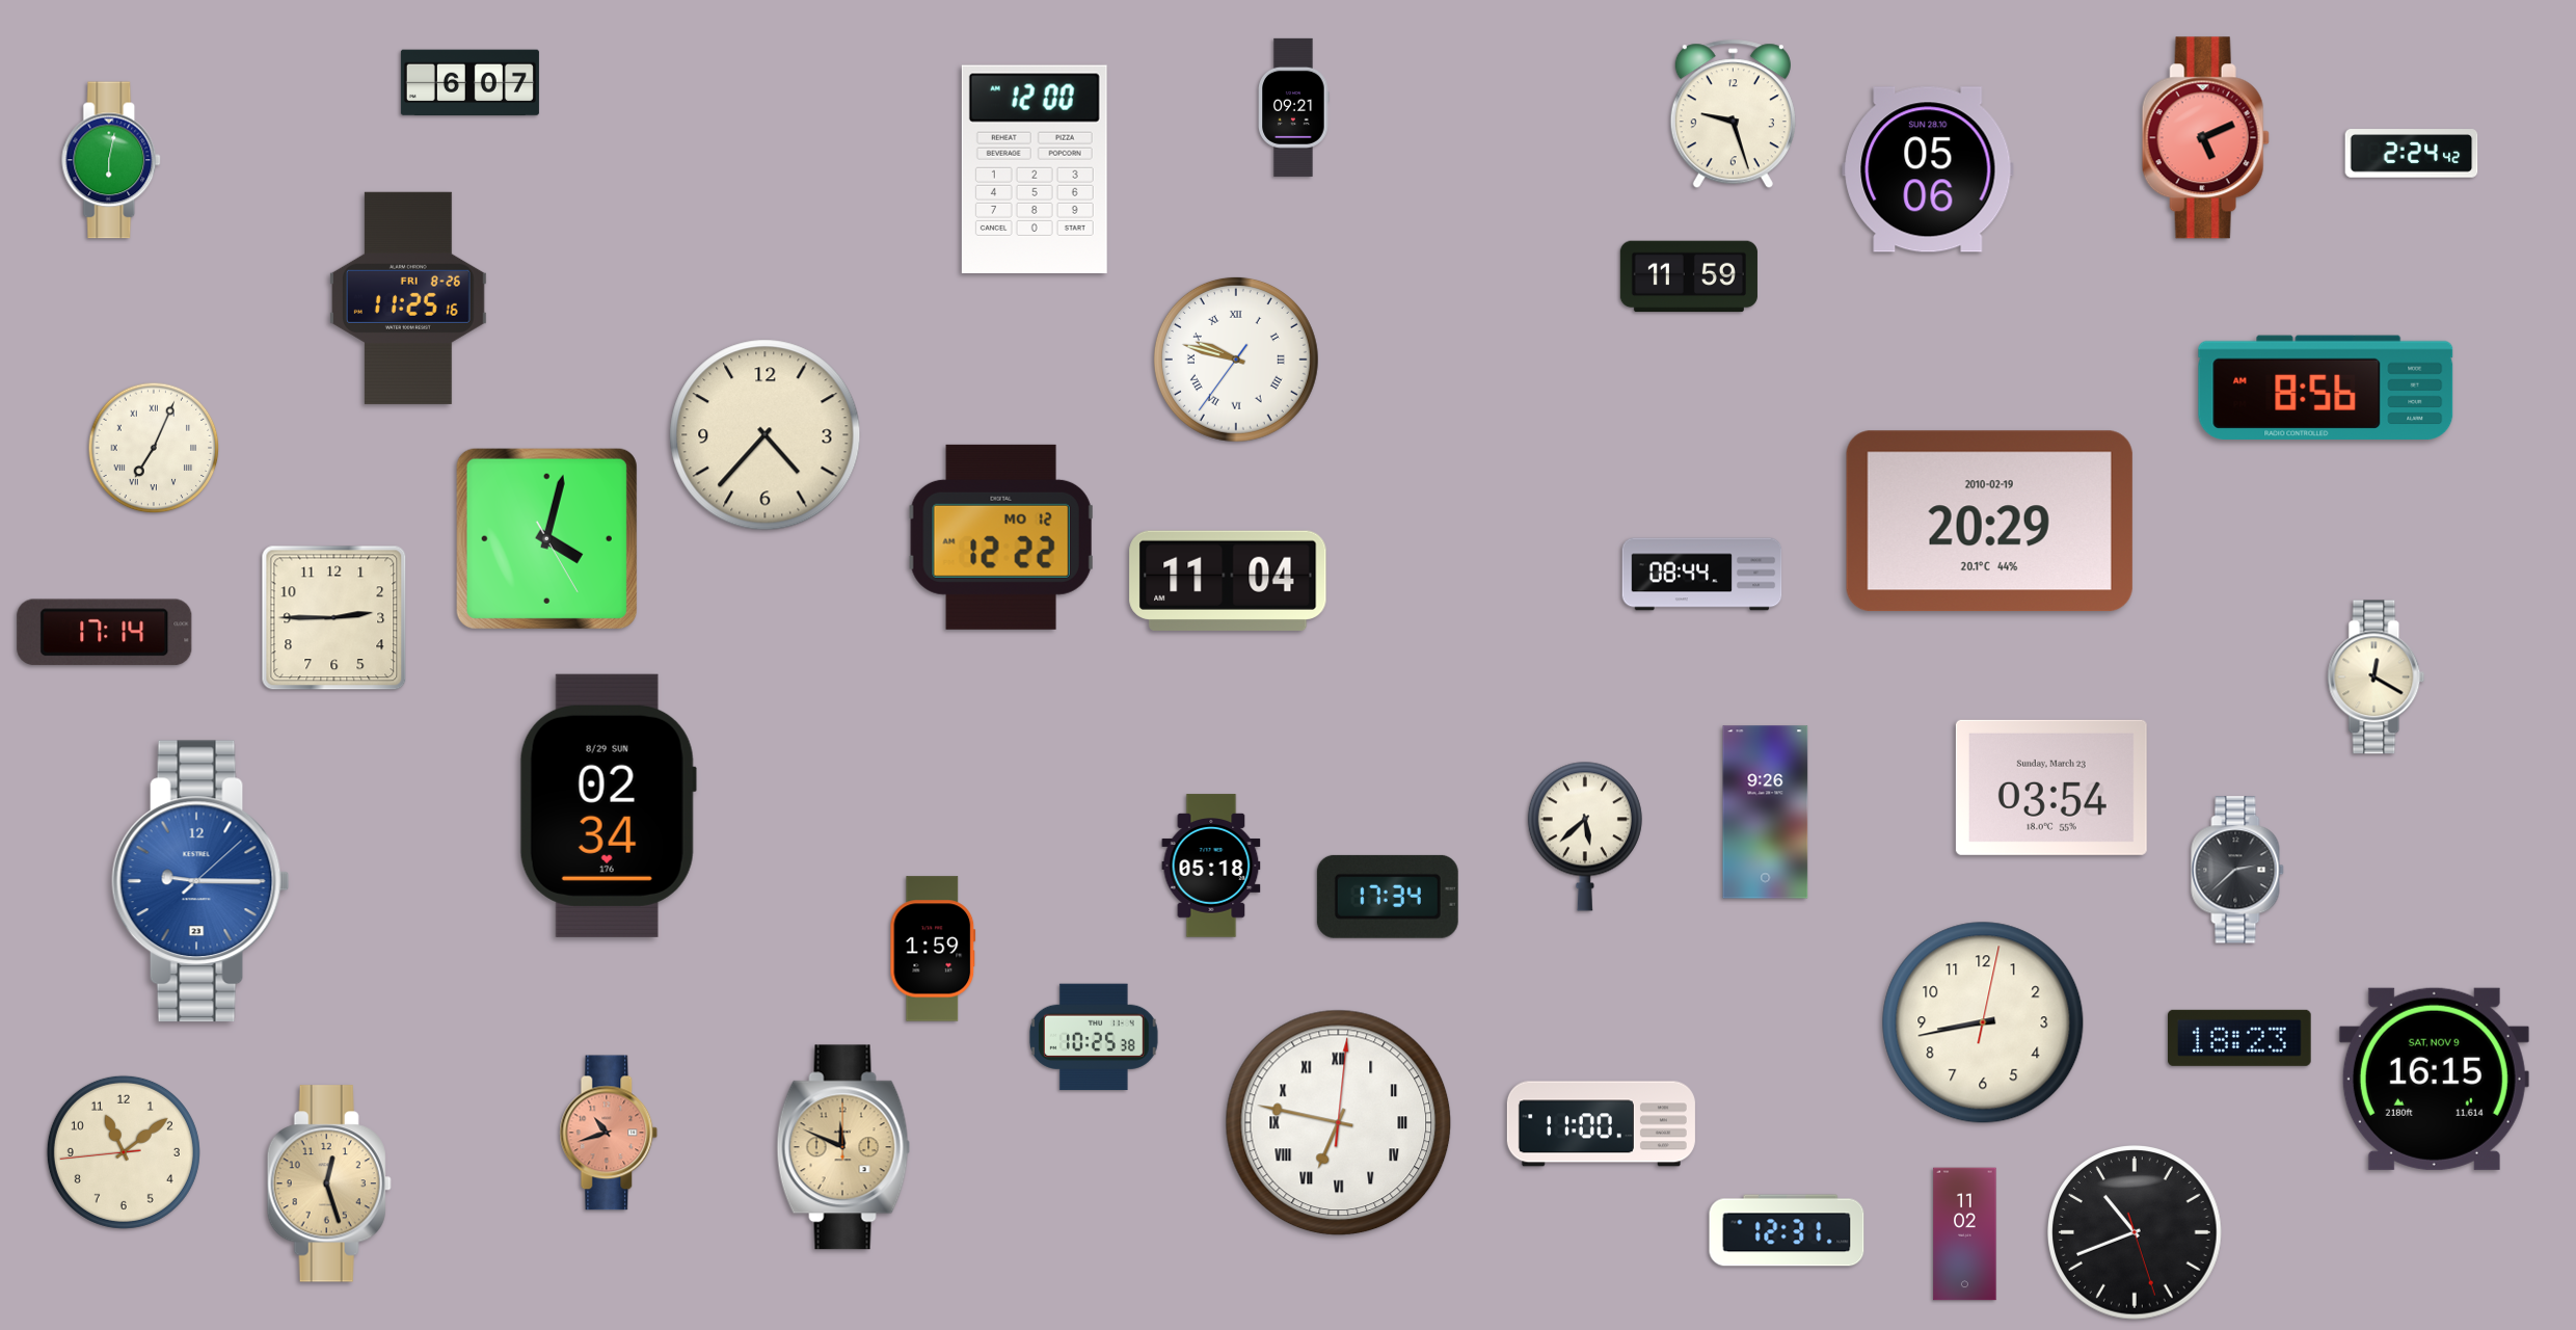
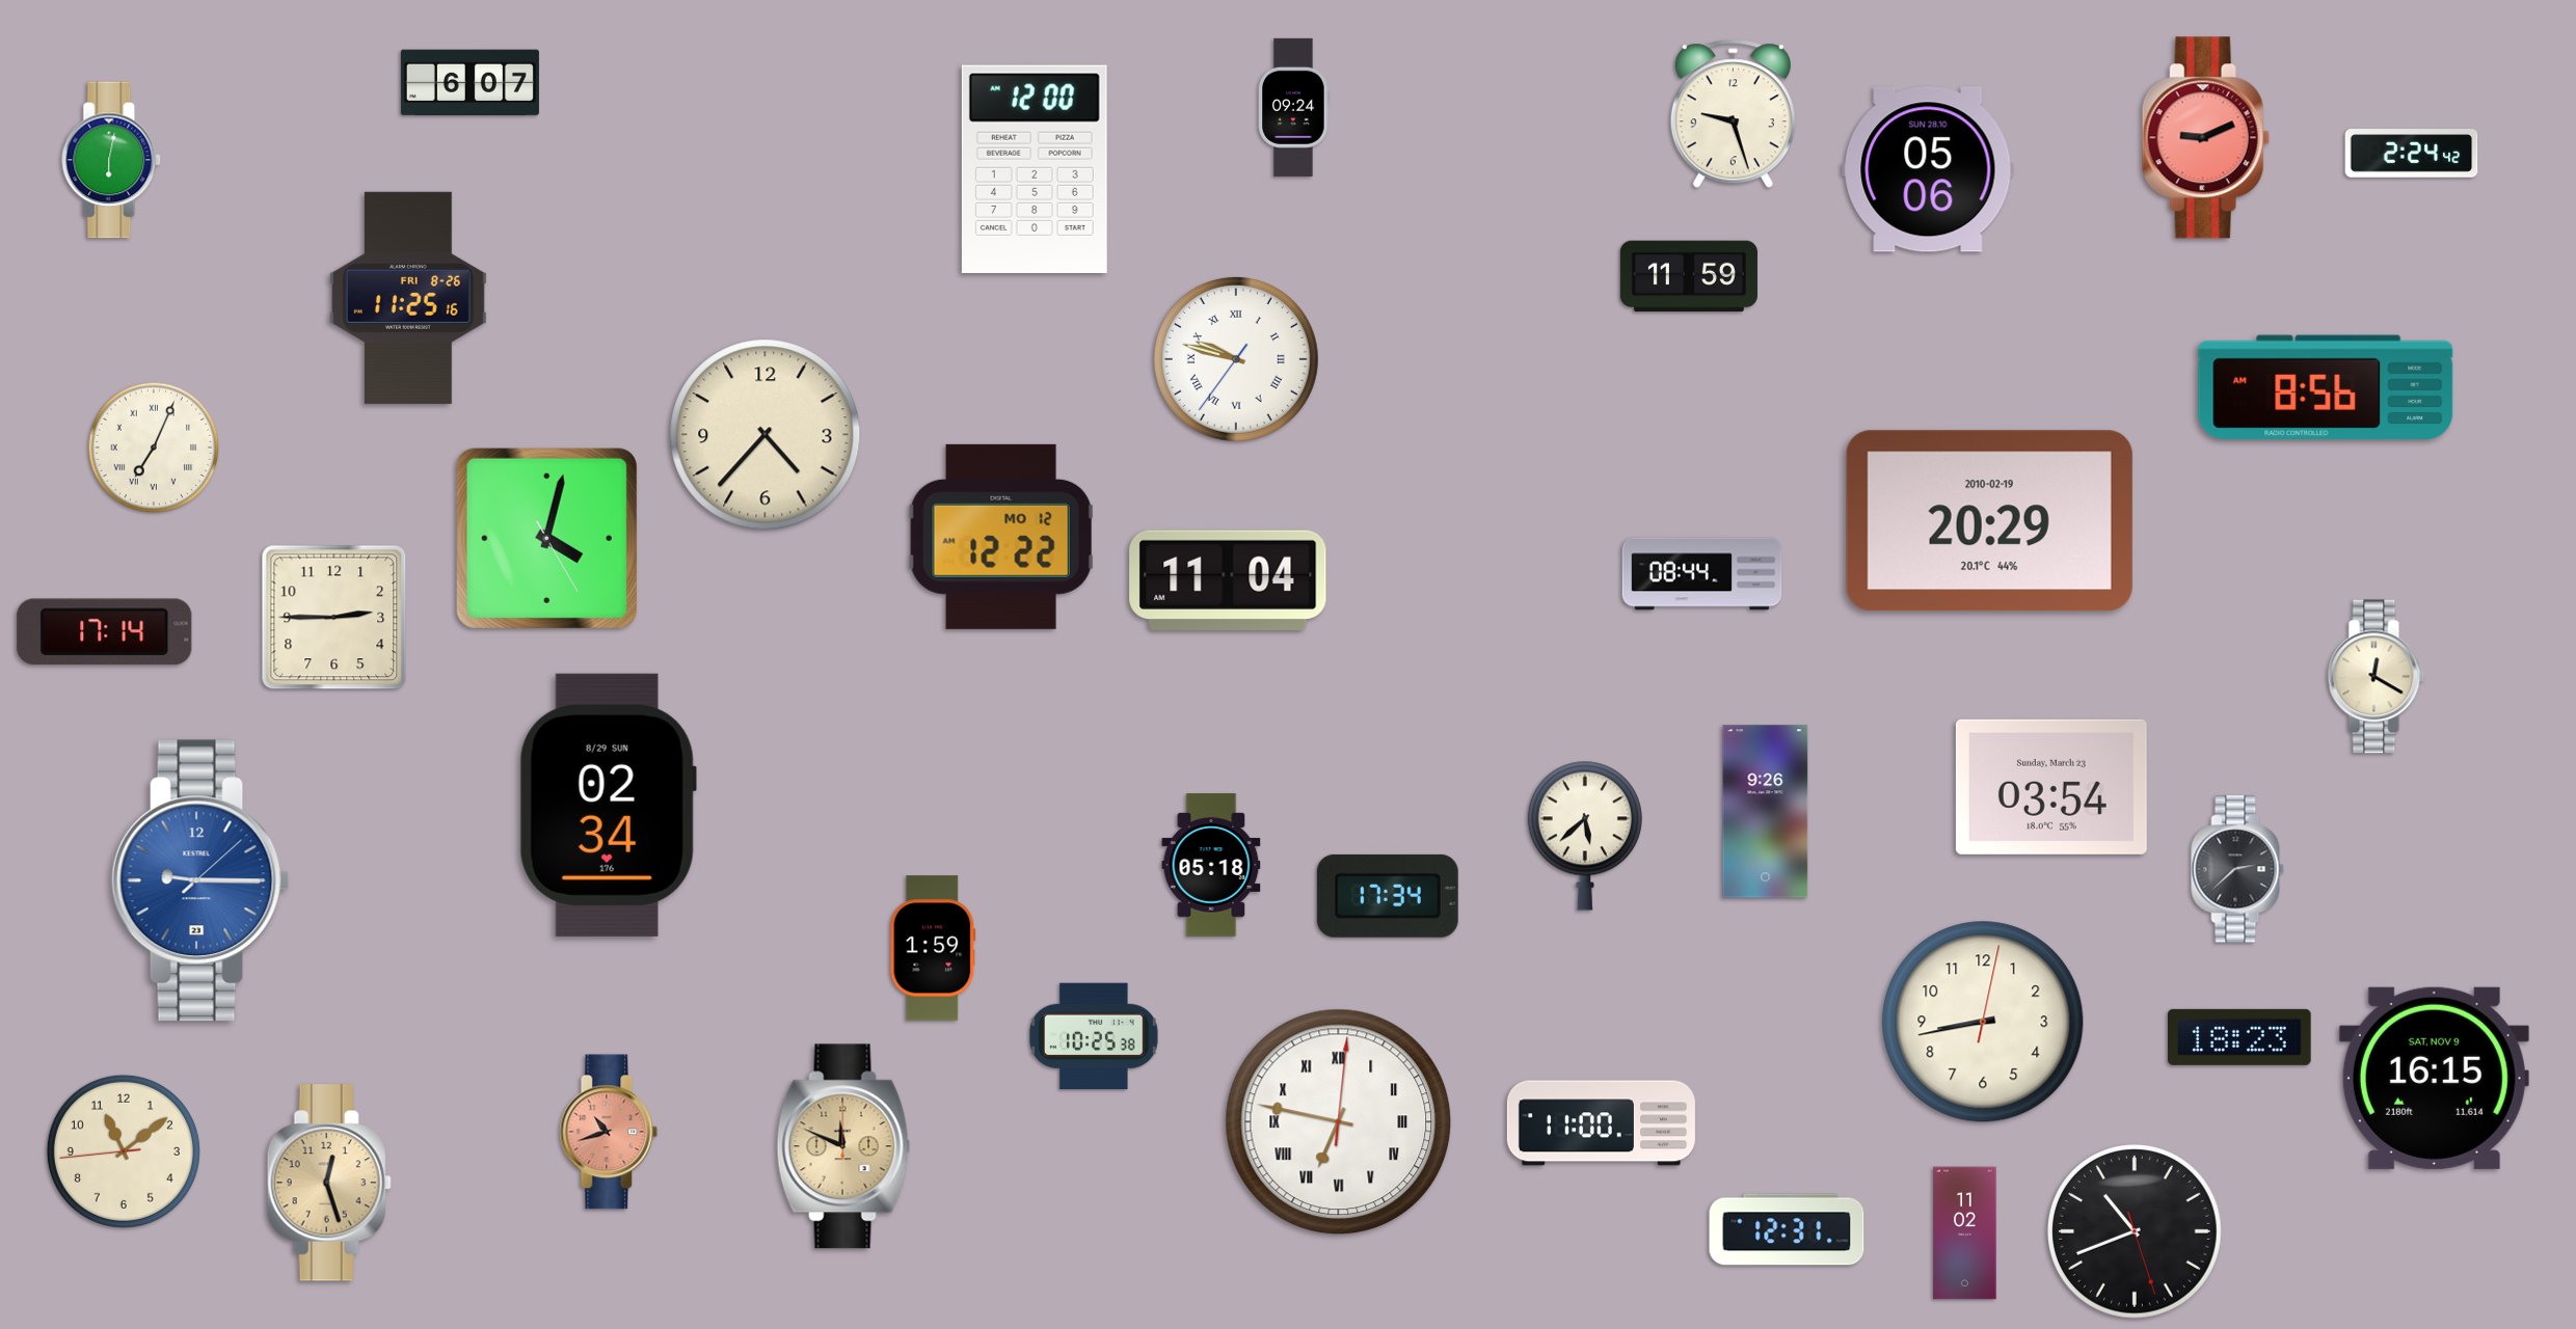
clock at (1294, 107): 09:21 -> 09:24
clock at (2205, 138): 5:11 -> 9:11
